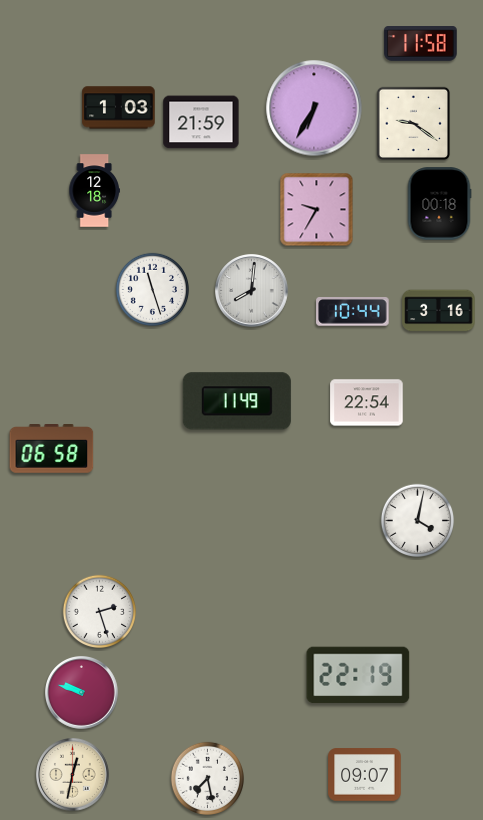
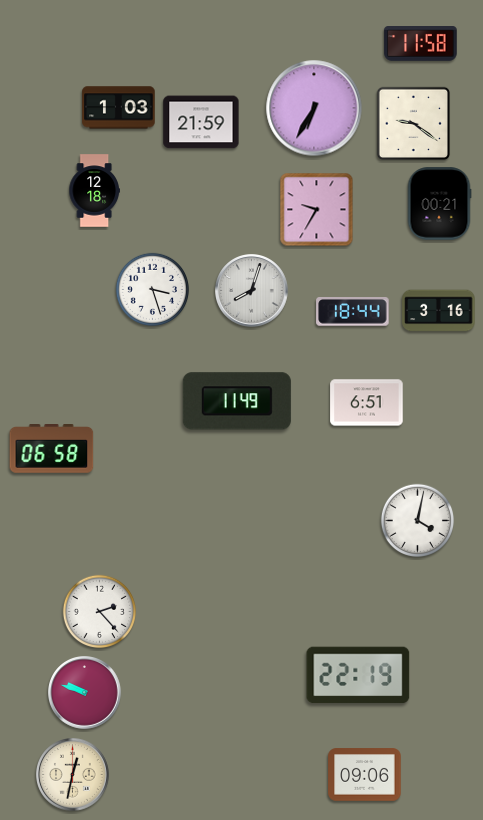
clock at (439, 204): 00:18 -> 00:21
clock at (152, 289): 11:27 -> 3:27
clock at (252, 291): 8:01 -> 8:03
clock at (353, 312): 10:44 -> 18:44
clock at (367, 403): 22:54 -> 6:51
clock at (99, 611): 2:27 -> 2:23
clock at (82, 693) position: (82, 693) -> (85, 693)
clock at (365, 775): 09:07 -> 09:06
clock at (207, 778): 7:28 -> none
